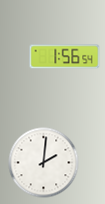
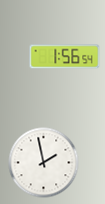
clock at (44, 163): 2:01 -> 1:58
